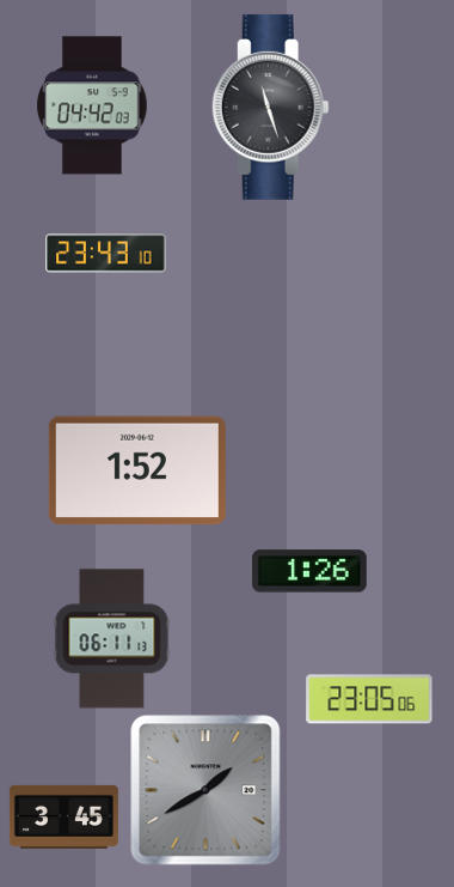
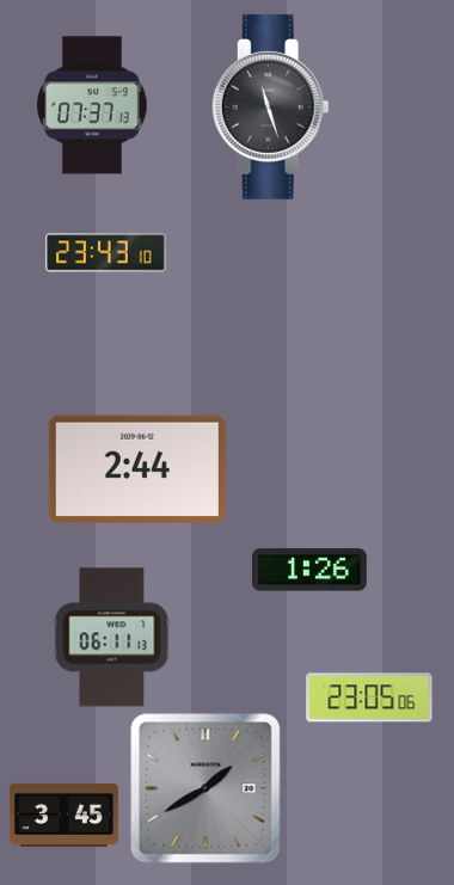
clock at (92, 105): 04:42 -> 07:37
clock at (137, 470): 1:52 -> 2:44
